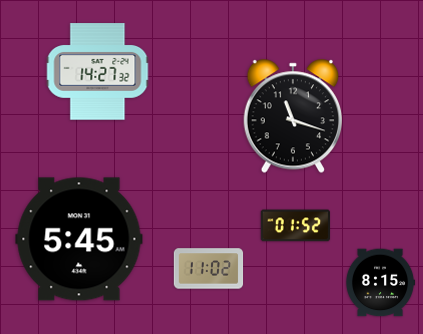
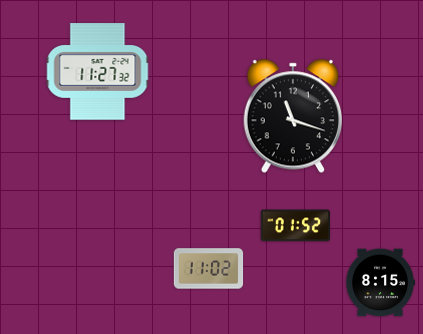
clock at (98, 72): 14:27 -> 11:27
clock at (79, 239): 5:45 -> none
